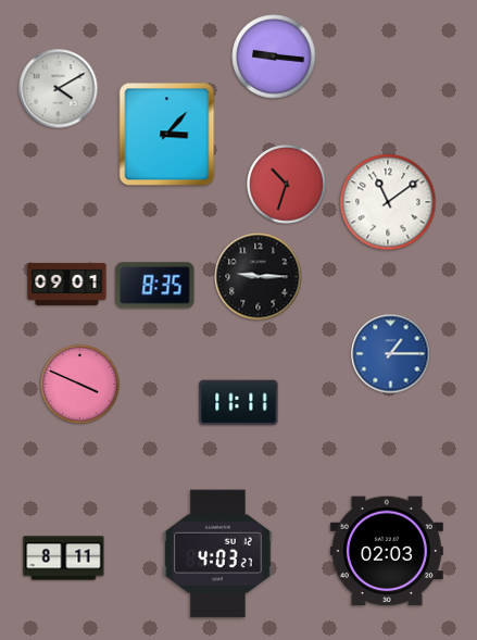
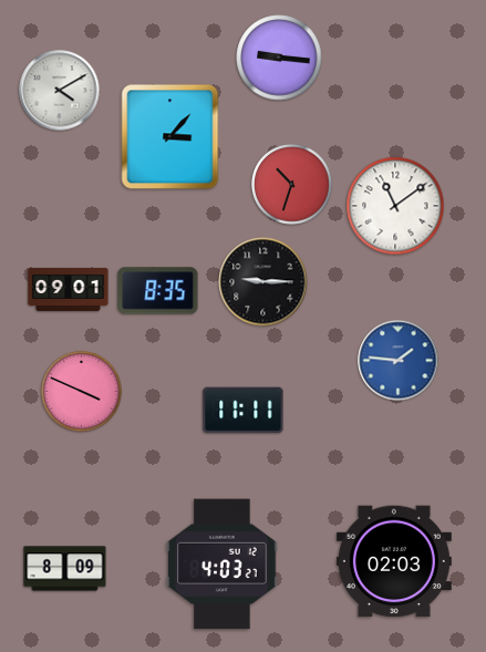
clock at (287, 185) position: (287, 185) -> (292, 185)
clock at (391, 354): 1:15 -> 1:46
clock at (64, 559): 8:11 -> 8:09
